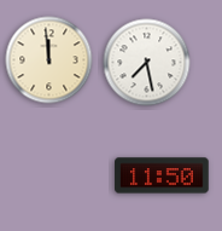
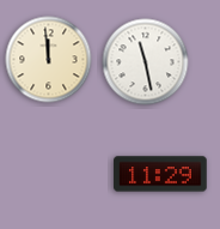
clock at (147, 63): 7:28 -> 11:28
clock at (162, 175): 11:50 -> 11:29
